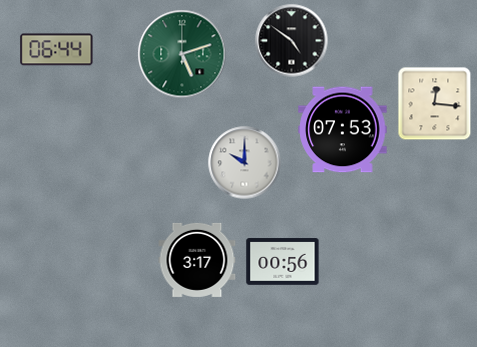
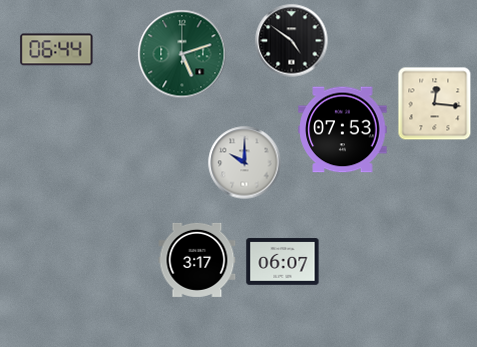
clock at (283, 262): 00:56 -> 06:07
